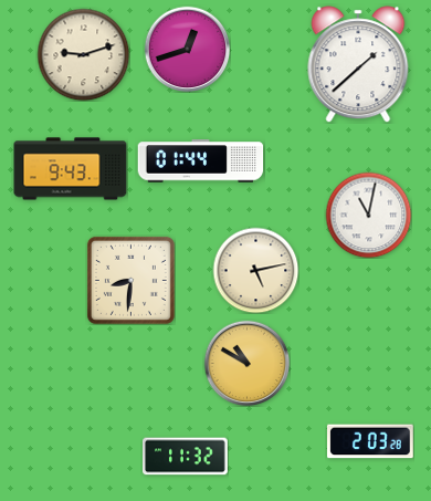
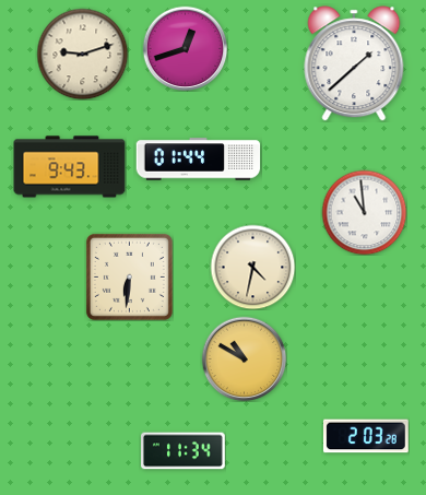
clock at (368, 215): 11:02 -> 10:59
clock at (255, 270): 5:13 -> 4:32
clock at (130, 280): 8:31 -> 6:31
clock at (186, 457): 11:32 -> 11:34
